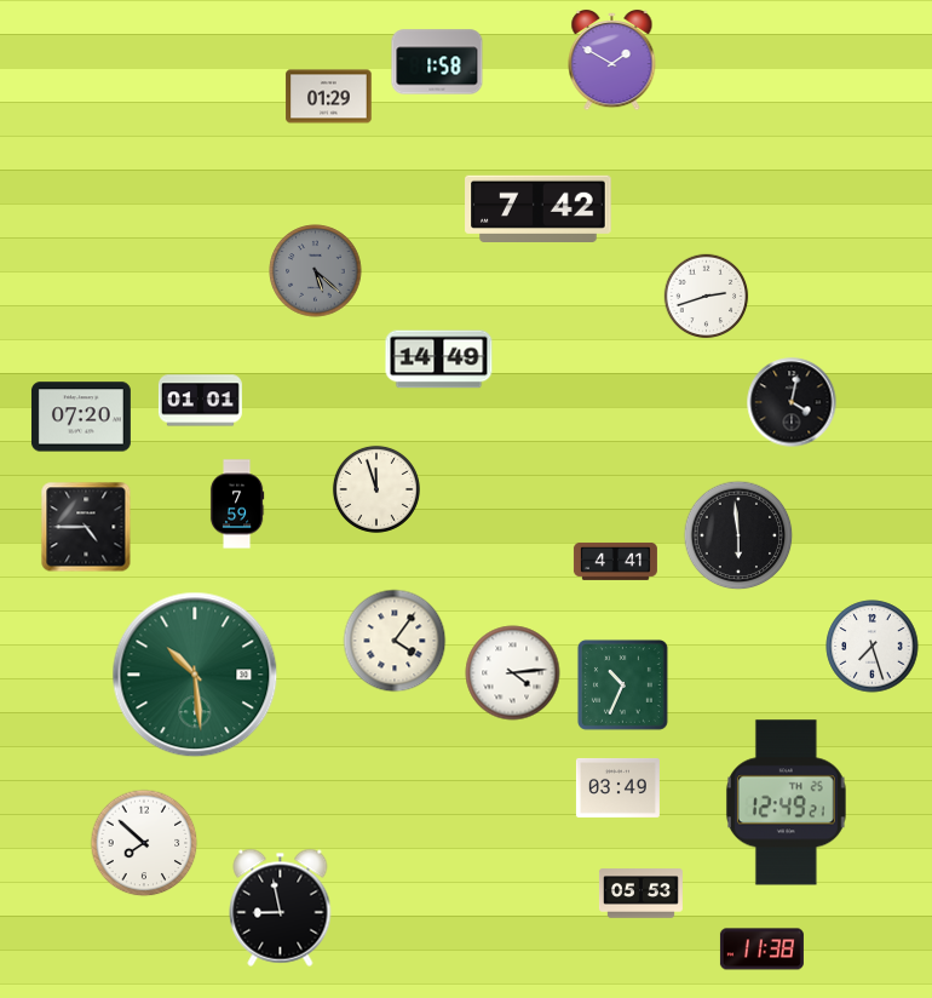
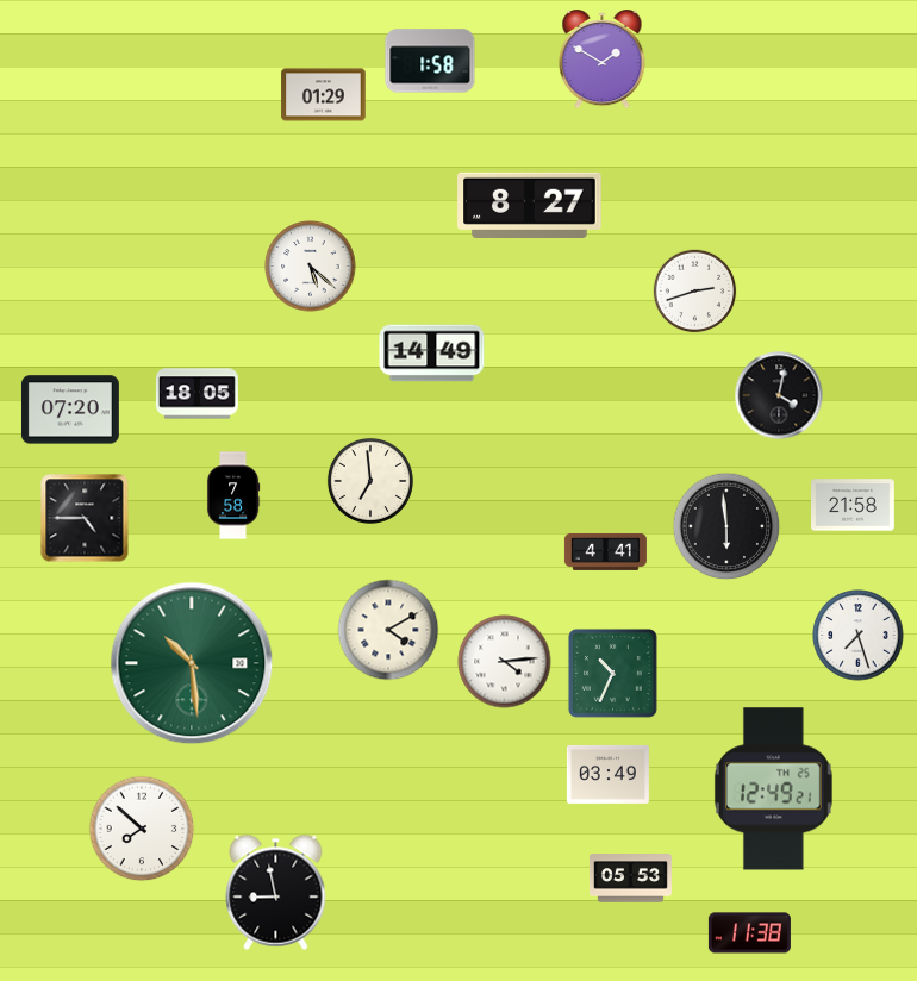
clock at (539, 208): 7:42 -> 8:27
clock at (316, 271) dial: grey -> white
clock at (200, 401): 01:01 -> 18:05
clock at (81, 417) position: (81, 417) -> (70, 410)
clock at (376, 489): 11:57 -> 6:59
clock at (237, 504): 7:59 -> 7:58
clock at (854, 505): none -> 21:58
clock at (395, 641): 4:06 -> 4:10
